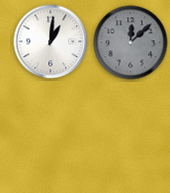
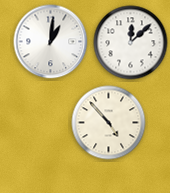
clock at (131, 43) dial: grey -> white
clock at (109, 123): none -> 4:53
